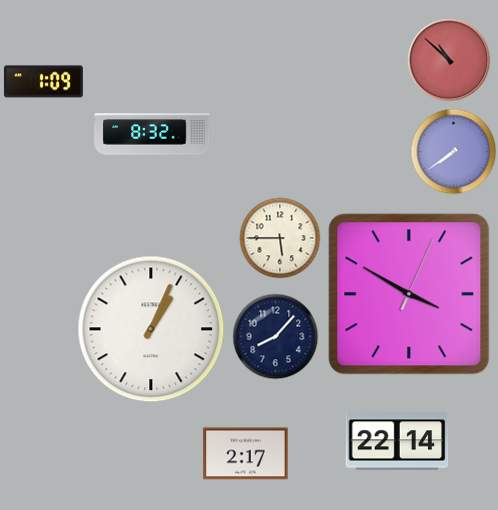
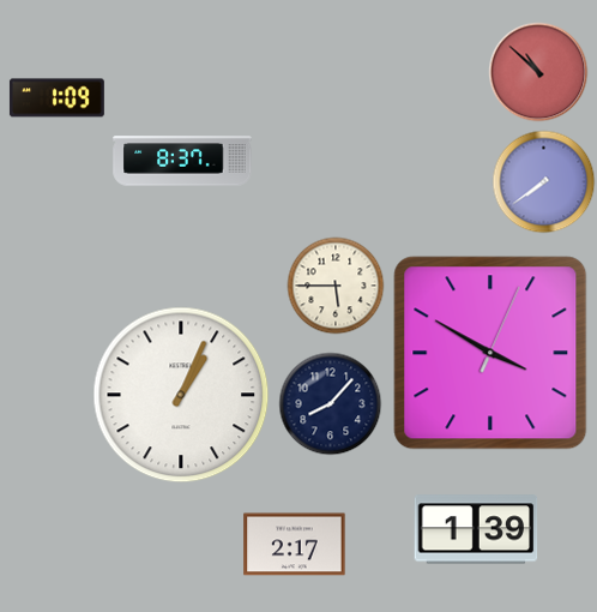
clock at (43, 82) position: (43, 82) -> (56, 98)
clock at (152, 134): 8:32 -> 8:37
clock at (397, 441): 22:14 -> 1:39
